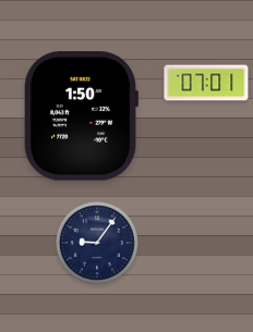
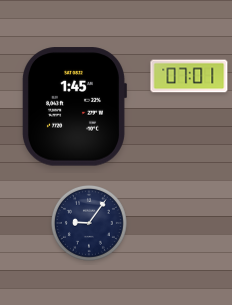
clock at (81, 116): 1:50 -> 1:45
